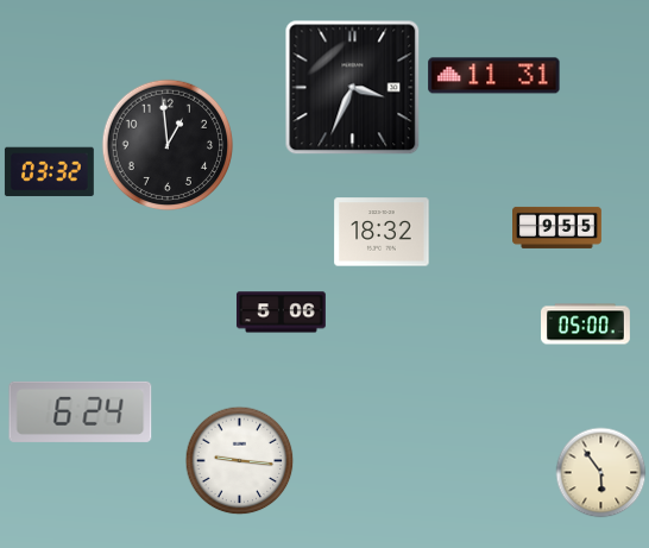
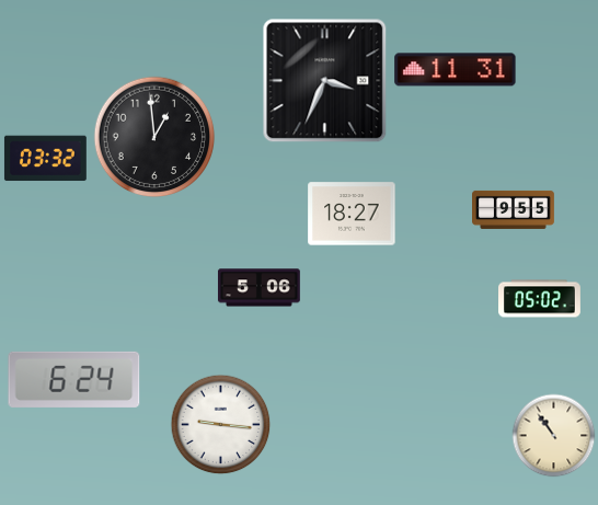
clock at (168, 145) position: (168, 145) -> (154, 137)
clock at (382, 232): 18:32 -> 18:27
clock at (586, 325): 05:00 -> 05:02
clock at (601, 473): 5:54 -> 10:54
